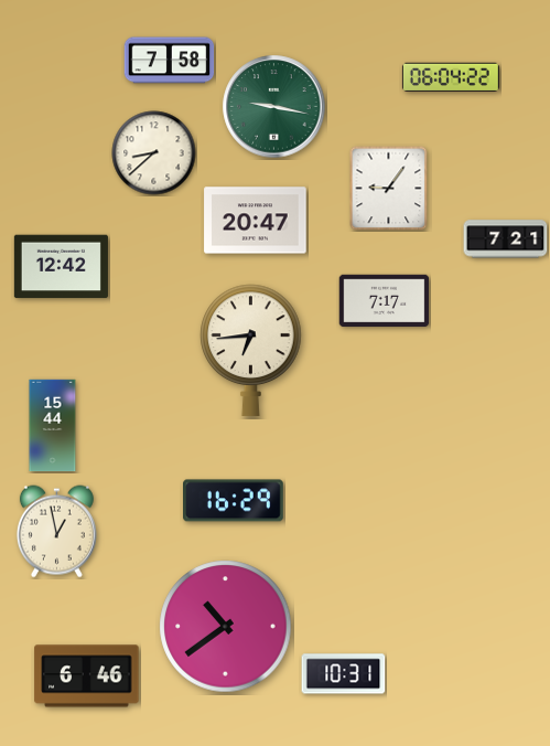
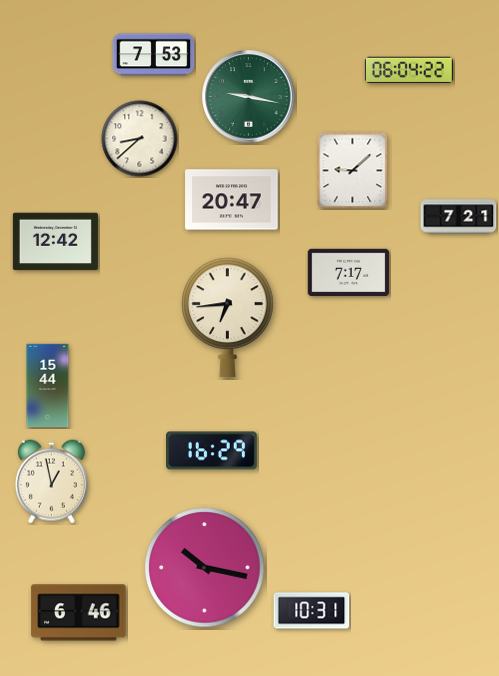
clock at (170, 61): 7:58 -> 7:53
clock at (389, 188): 9:06 -> 9:08
clock at (234, 501) position: (234, 501) -> (212, 451)
clock at (226, 627): 10:39 -> 10:17
